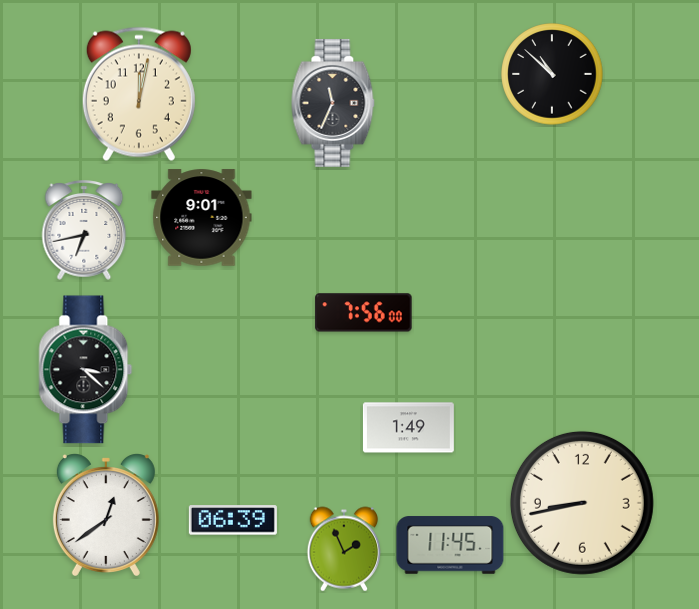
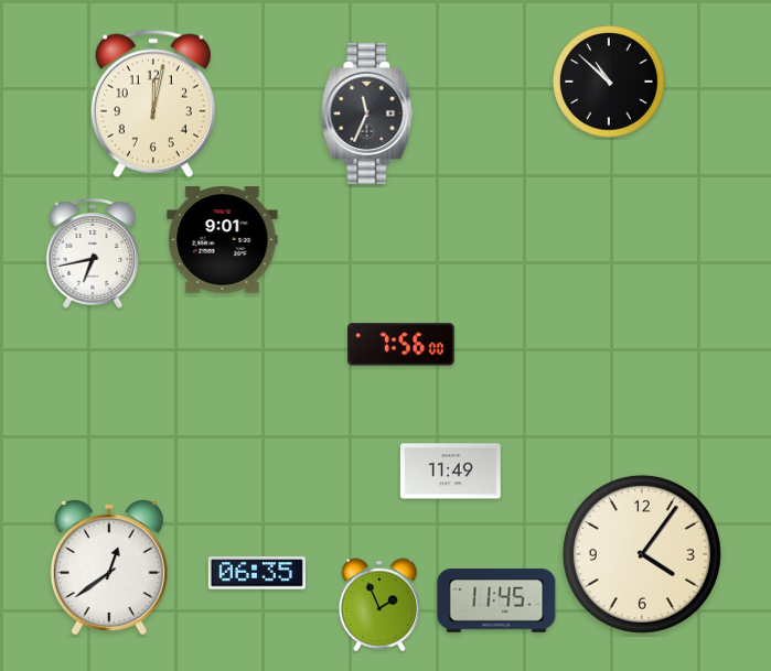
clock at (86, 370): 3:22 -> none
clock at (408, 428): 1:49 -> 11:49
clock at (582, 503): 8:43 -> 4:06
clock at (106, 515) position: (106, 515) -> (109, 567)
clock at (233, 520): 06:39 -> 06:35
